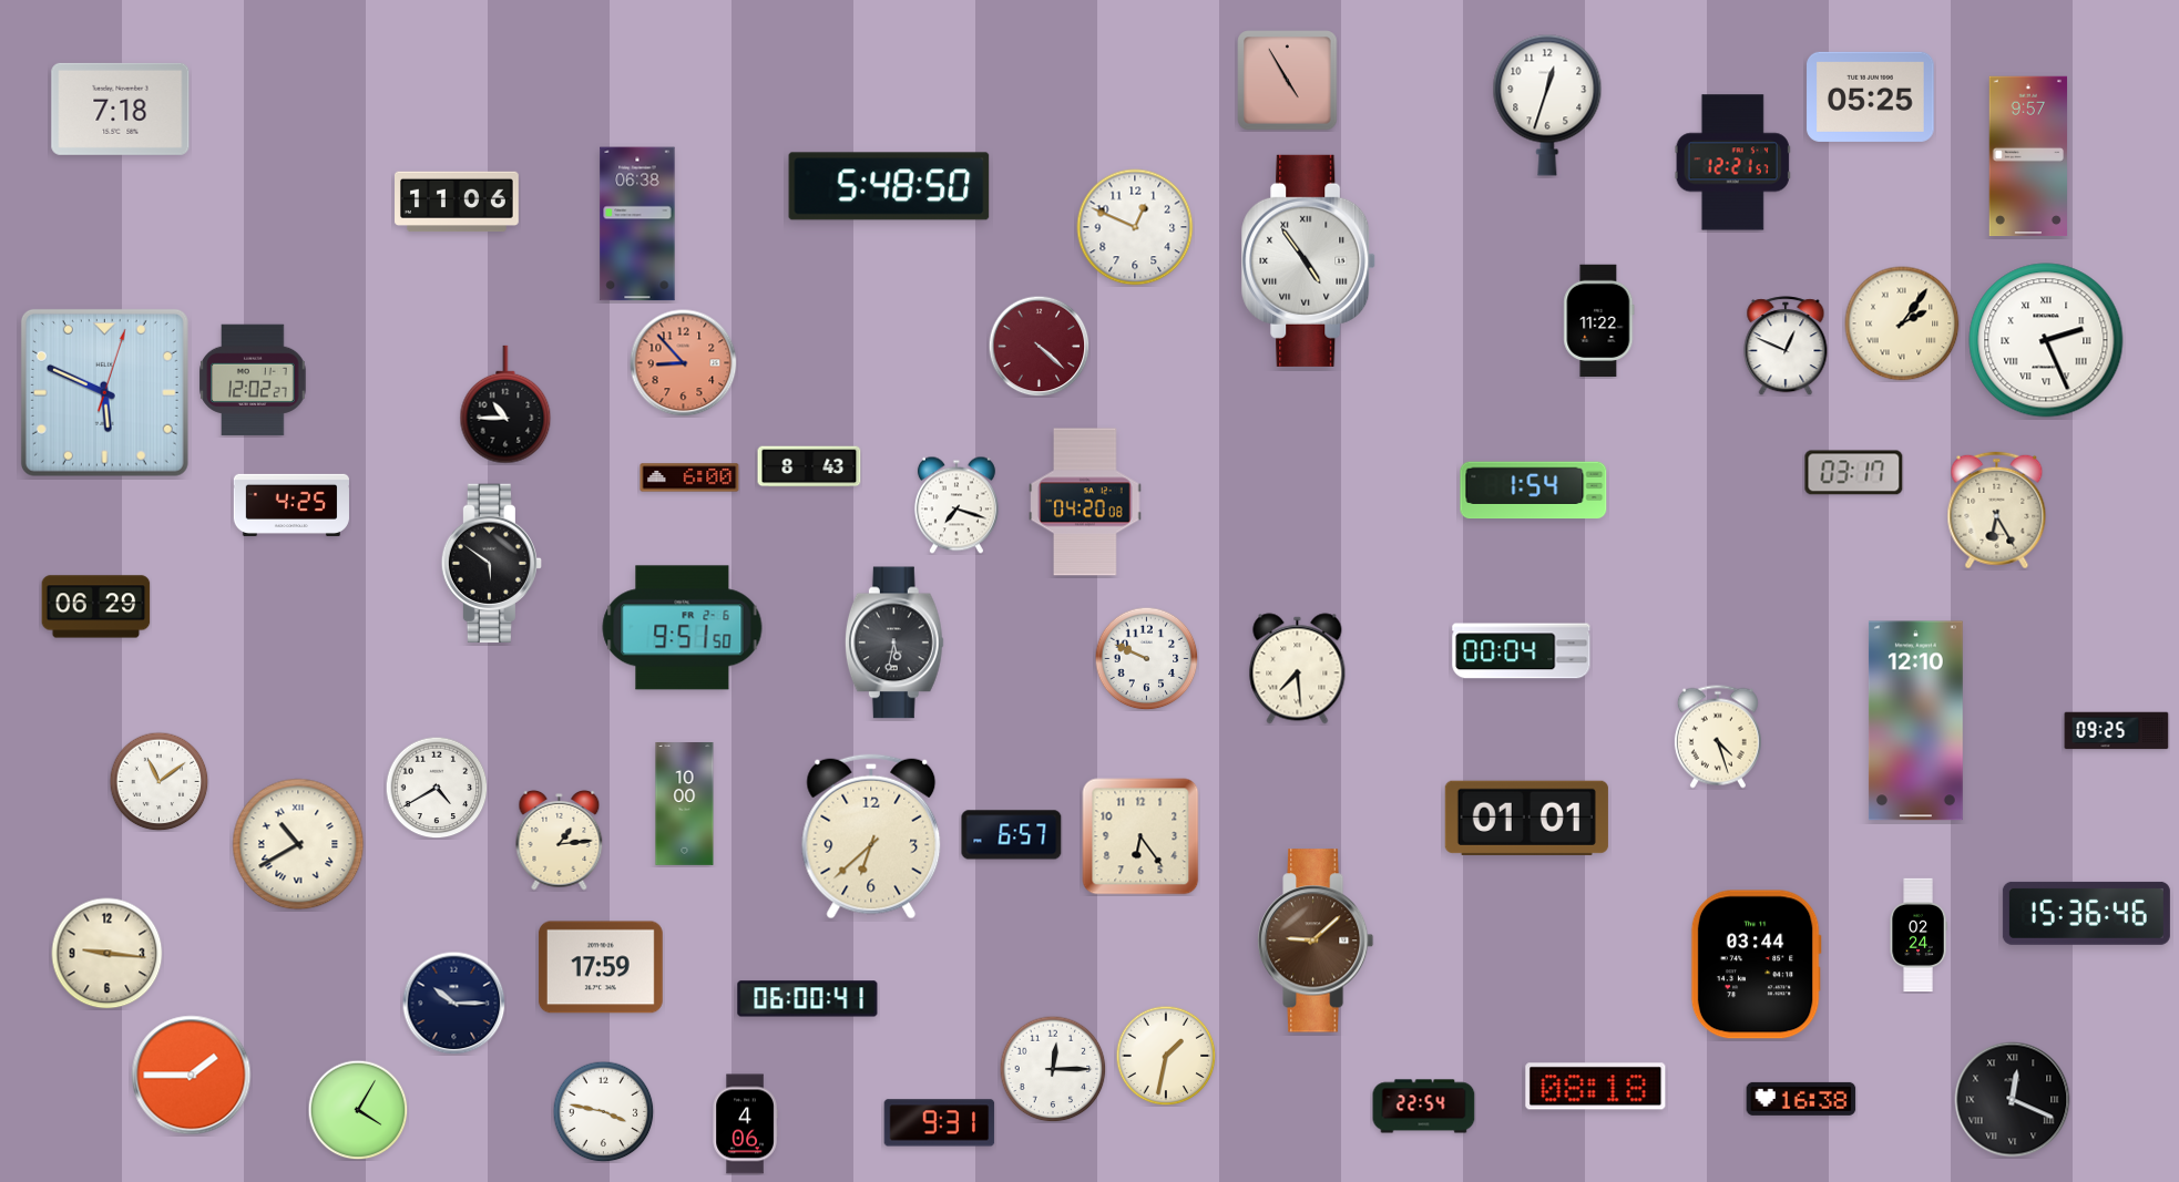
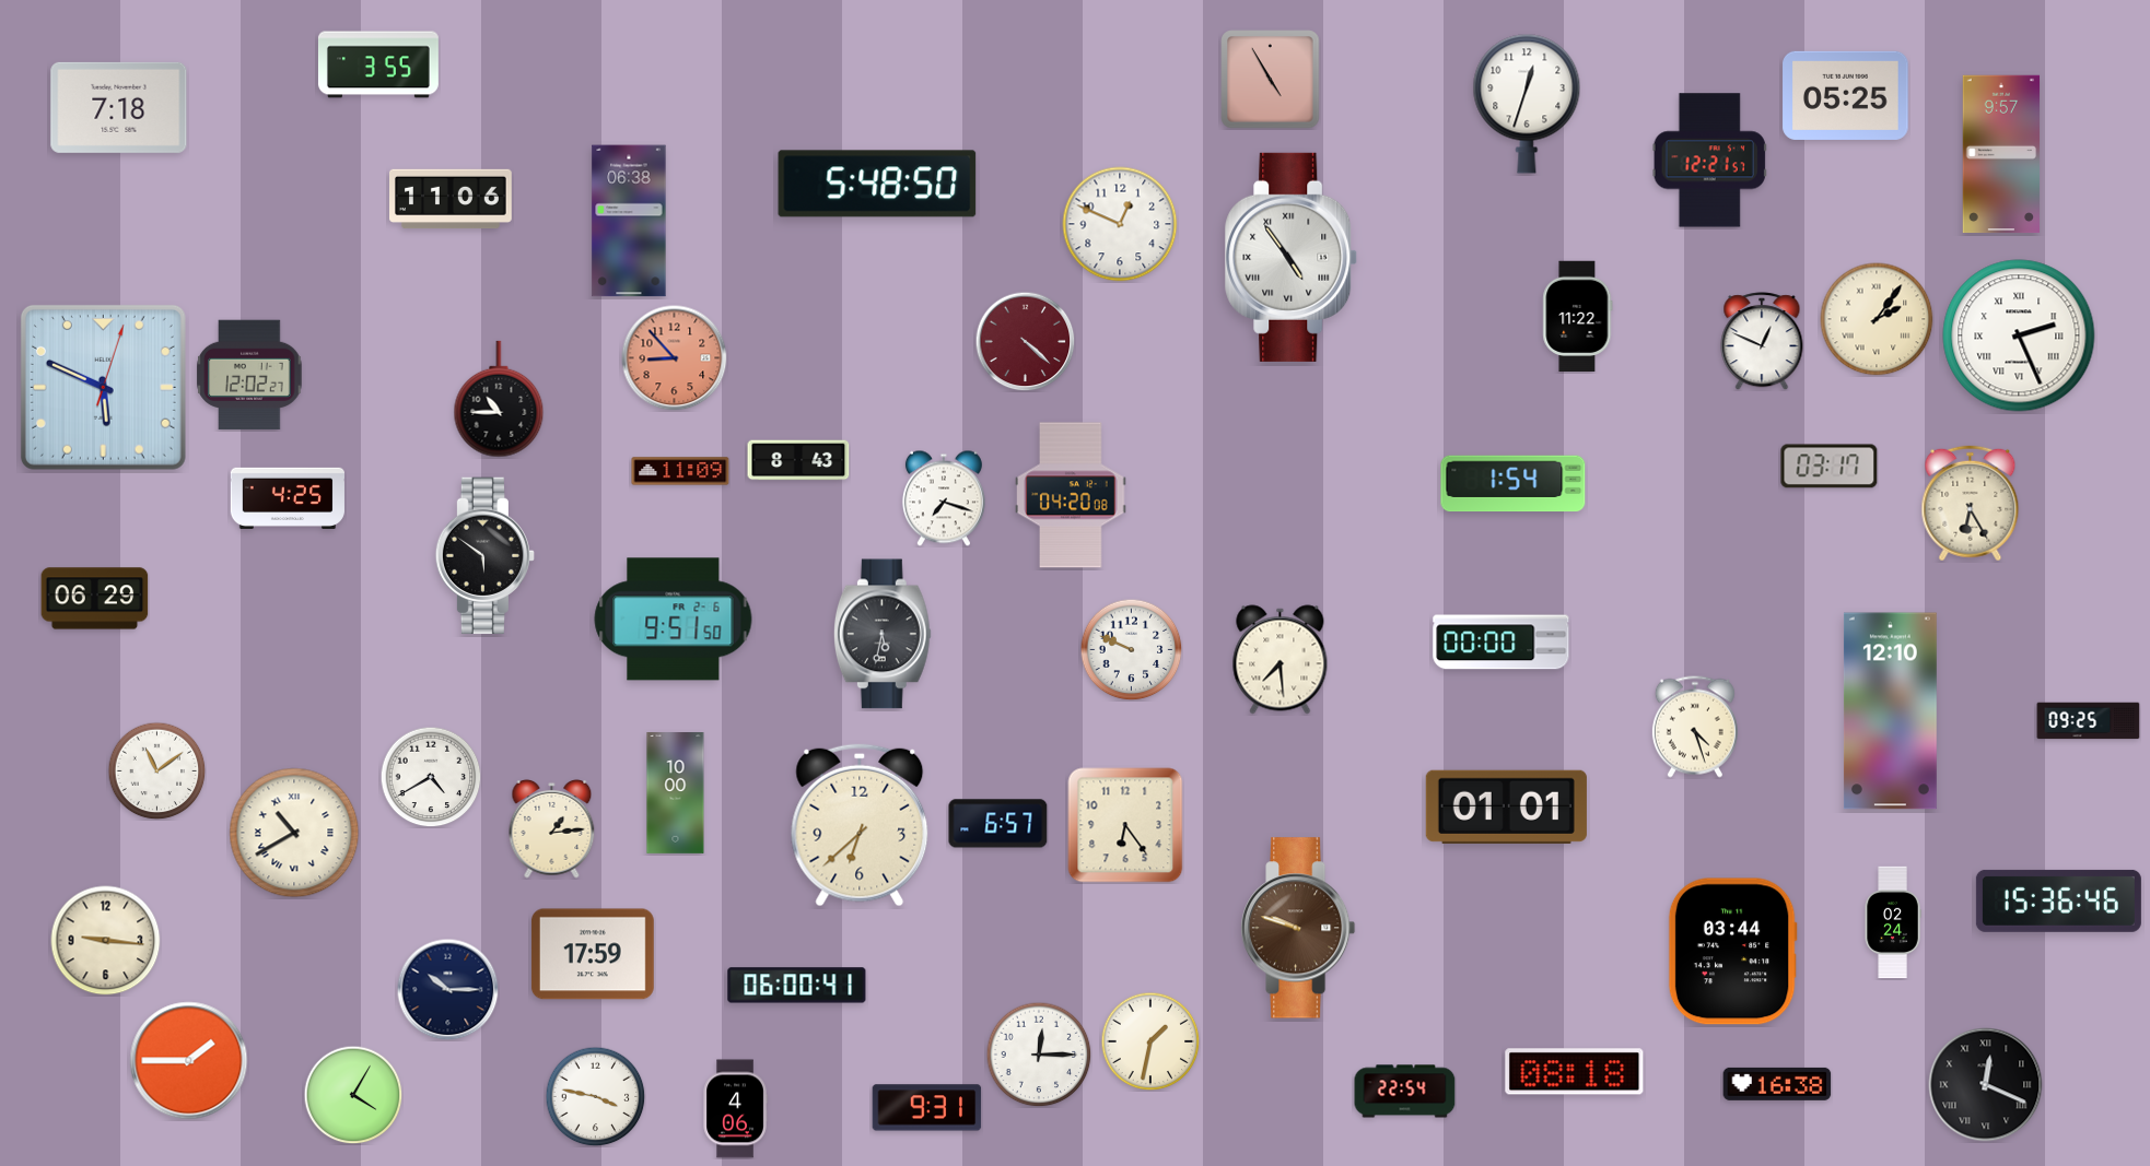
clock at (378, 64): none -> 3:55
clock at (689, 477): 6:00 -> 11:09
clock at (1522, 651): 00:04 -> 00:00
clock at (1316, 941): 9:08 -> 9:48
